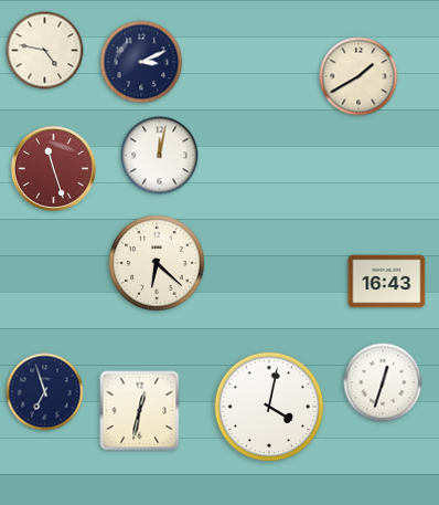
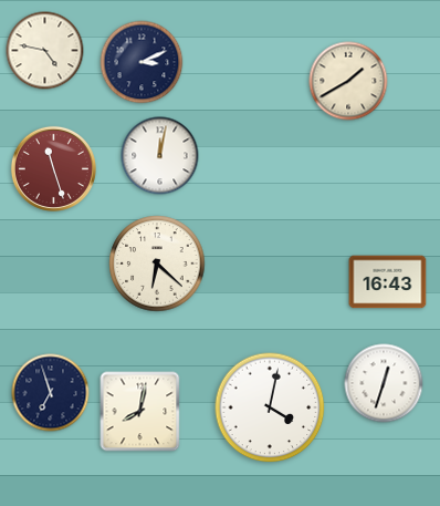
clock at (358, 76) position: (358, 76) -> (348, 81)
clock at (45, 392) position: (45, 392) -> (51, 393)
clock at (140, 411): 12:32 -> 8:02
